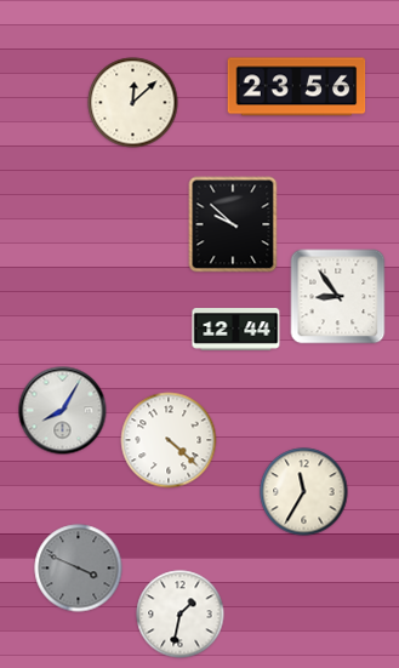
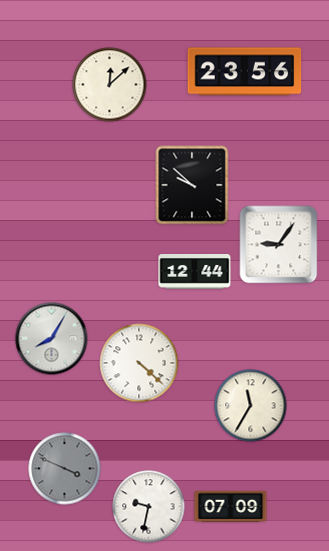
clock at (338, 297): 8:54 -> 9:06
clock at (231, 506): none -> 07:09
clock at (181, 615): 1:32 -> 9:32
